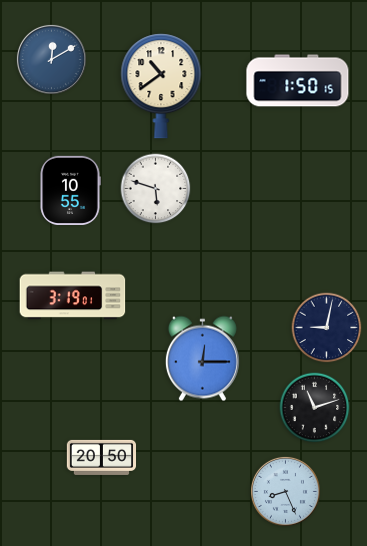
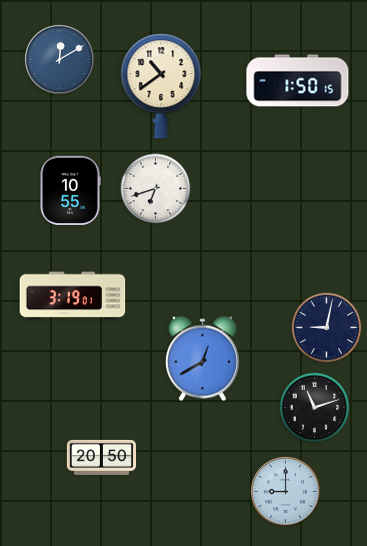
clock at (51, 59) position: (51, 59) -> (59, 59)
clock at (156, 189): 5:48 -> 6:42
clock at (202, 359): 12:15 -> 12:40
clock at (285, 491): 8:26 -> 9:00
